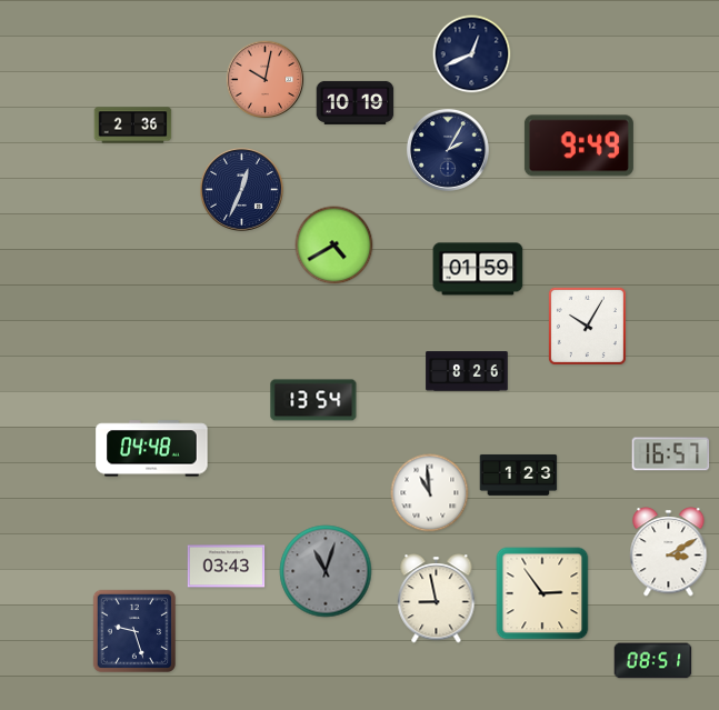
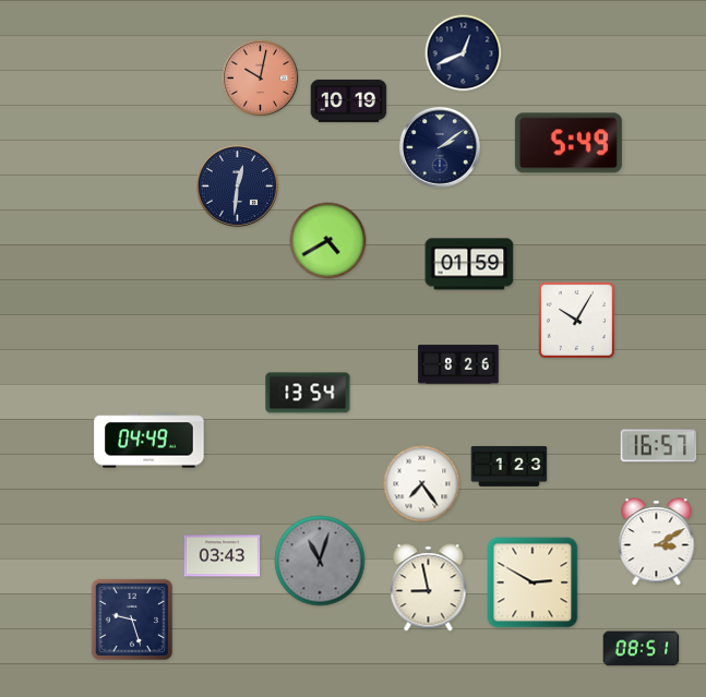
clock at (133, 126): 2:36 -> none
clock at (579, 146): 9:49 -> 5:49
clock at (448, 150): 2:05 -> 2:09
clock at (241, 189): 12:34 -> 12:31
clock at (152, 449): 04:48 -> 04:49
clock at (430, 493): 10:59 -> 7:24
clock at (542, 593): 2:54 -> 2:50
